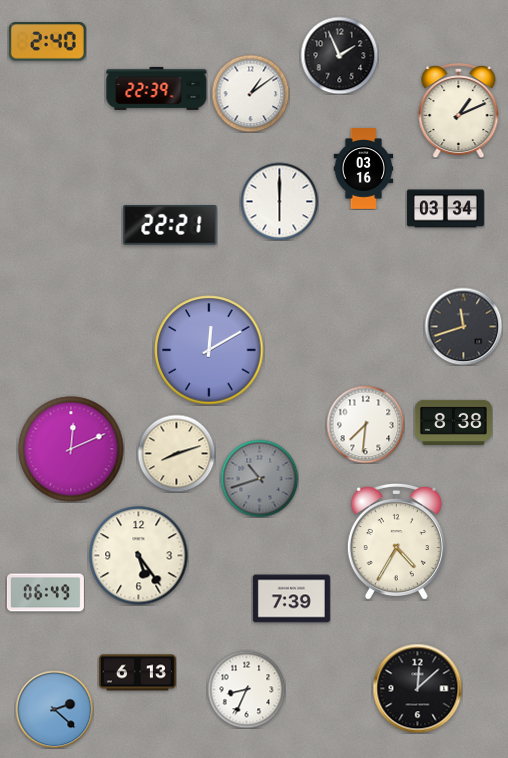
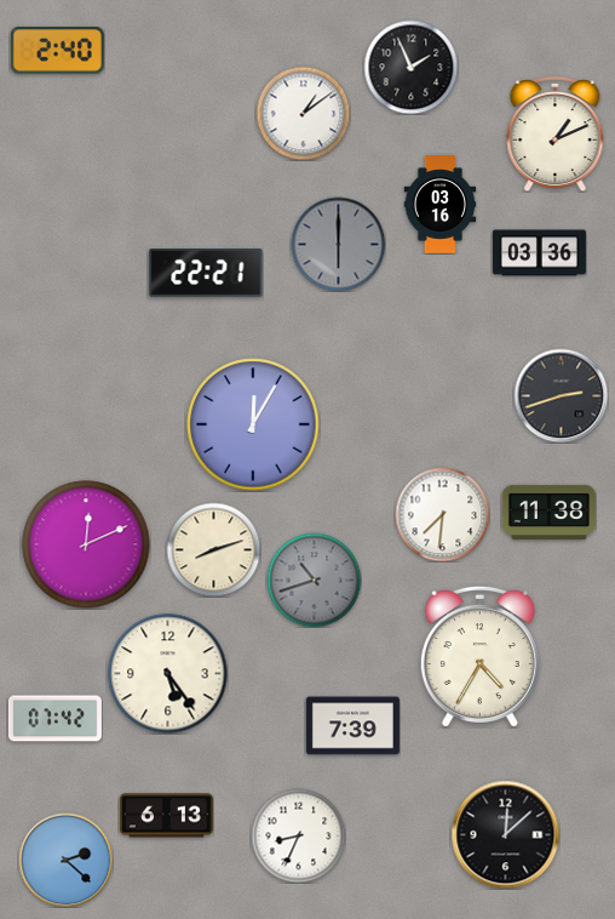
clock at (157, 88): 22:39 -> none
clock at (279, 201) dial: white -> grey
clock at (445, 209): 03:34 -> 03:36
clock at (463, 326): 11:42 -> 2:42
clock at (209, 350): 12:10 -> 12:05
clock at (453, 422): 8:38 -> 11:38
clock at (45, 593): 06:49 -> 07:42
